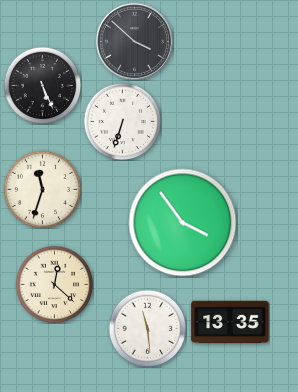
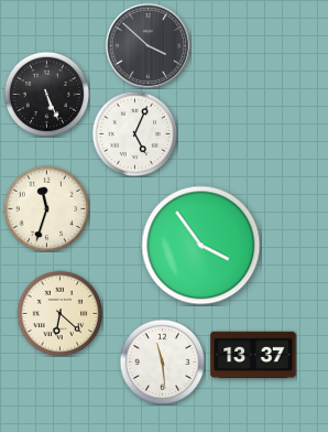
clock at (122, 121): 6:33 -> 5:04
clock at (54, 284): 12:22 -> 6:22
clock at (230, 322): 13:35 -> 13:37
